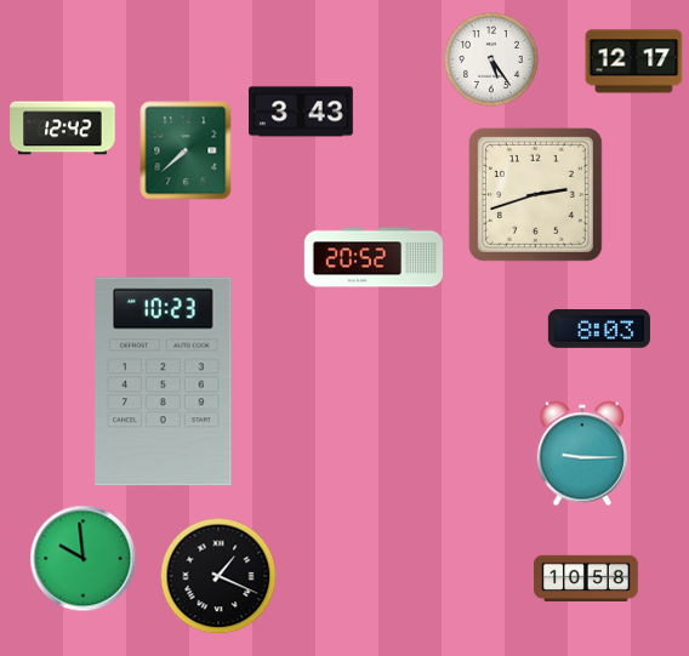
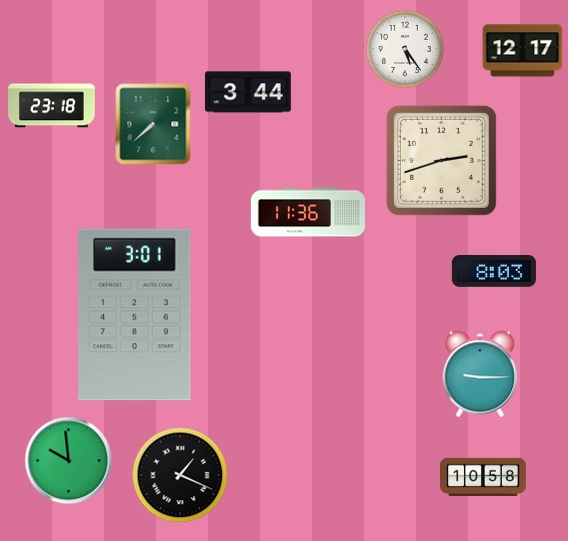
clock at (301, 112): 3:43 -> 3:44
clock at (63, 129): 12:42 -> 23:18
clock at (372, 257): 20:52 -> 11:36
clock at (164, 382): 10:23 -> 3:01
